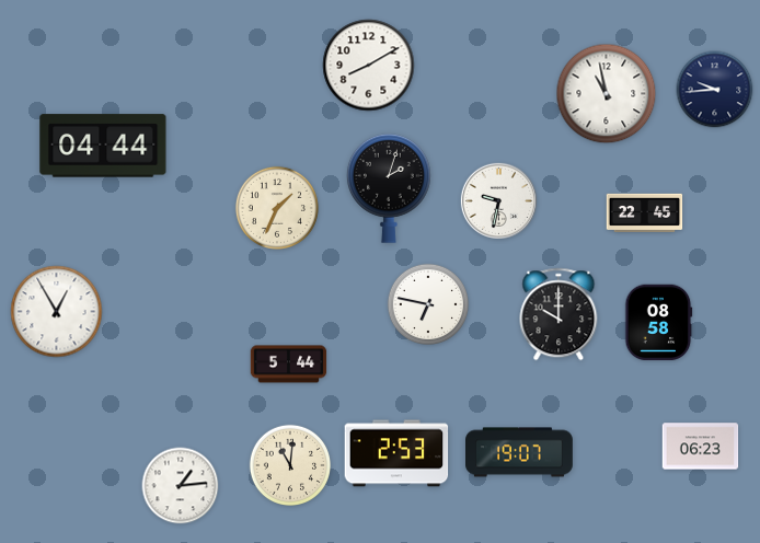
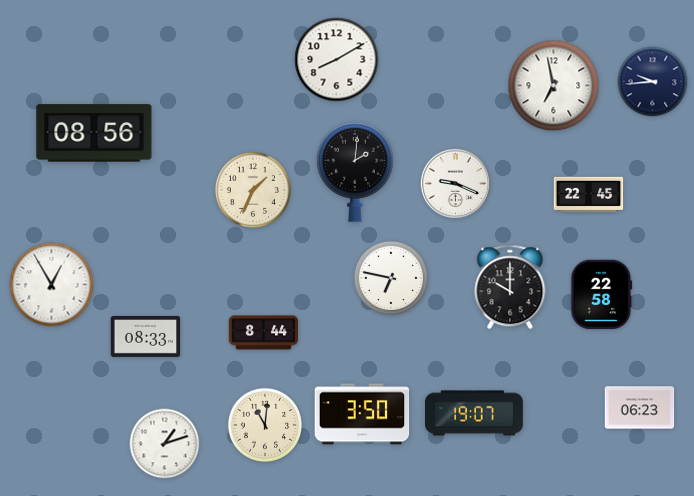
clock at (607, 94): 10:58 -> 6:58
clock at (103, 146): 04:44 -> 08:56
clock at (389, 188): 2:03 -> 2:01
clock at (498, 200): 9:32 -> 9:19
clock at (659, 323): 08:58 -> 22:58
clock at (289, 365): 5:44 -> 8:44
clock at (146, 336): none -> 08:33
clock at (396, 453): 2:53 -> 3:50
clock at (181, 486): 1:14 -> 1:12
